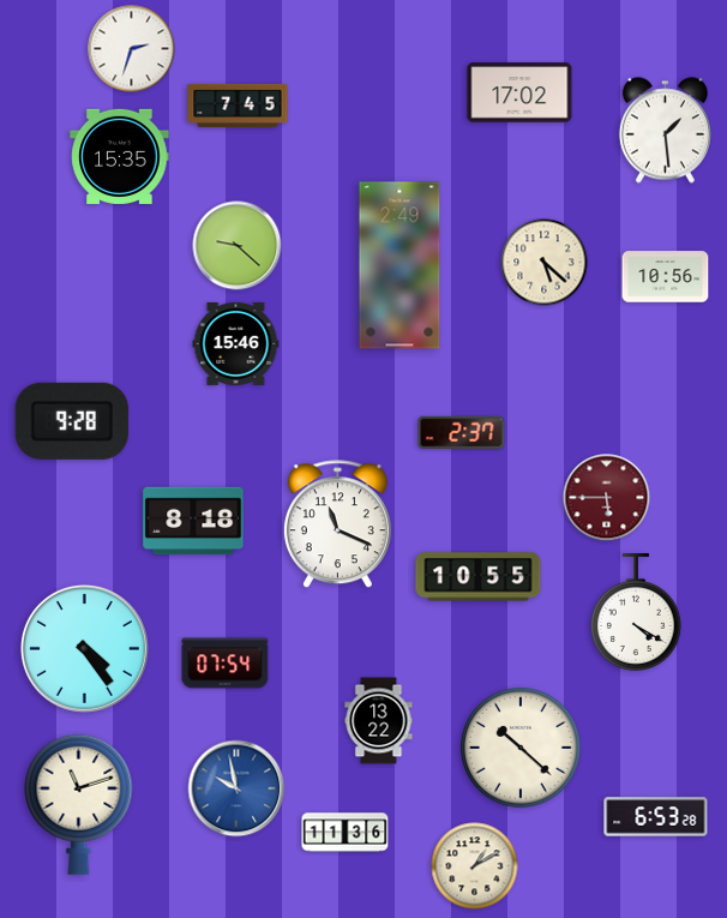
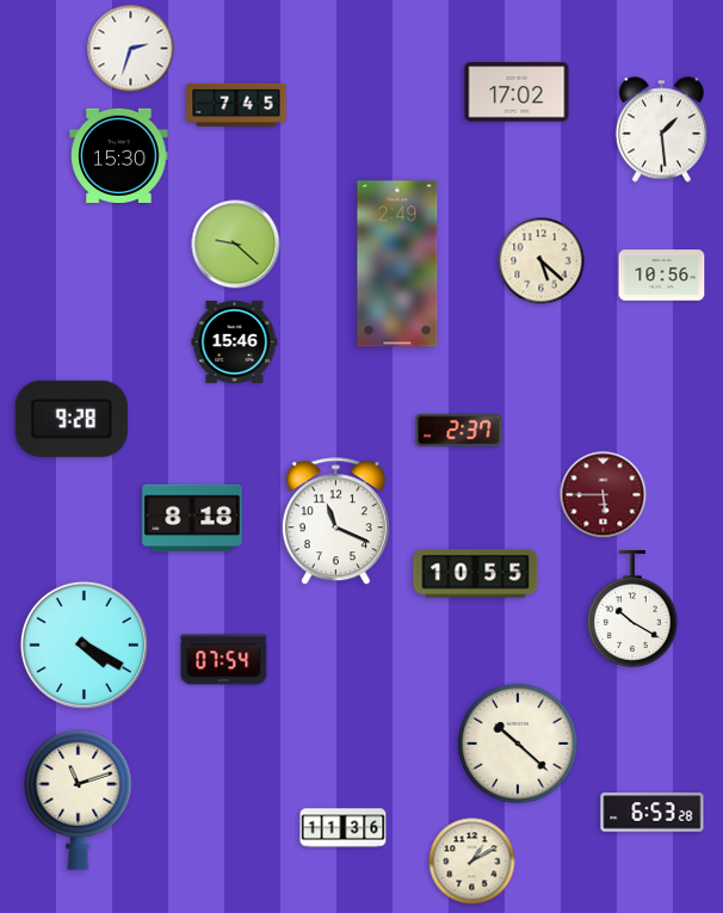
clock at (120, 156): 15:35 -> 15:30
clock at (636, 613): 4:20 -> 10:20
clock at (84, 648): 4:24 -> 4:20
clock at (379, 721): 13:22 -> none
clock at (236, 788): 9:58 -> none
